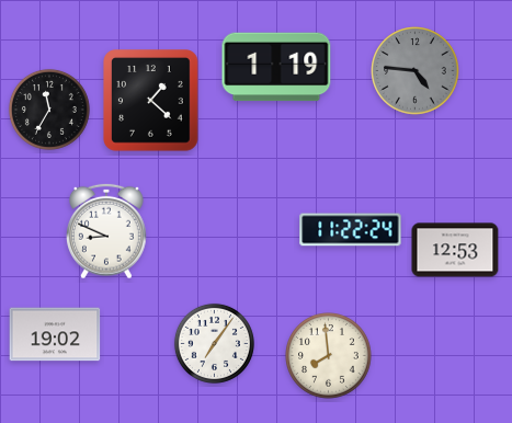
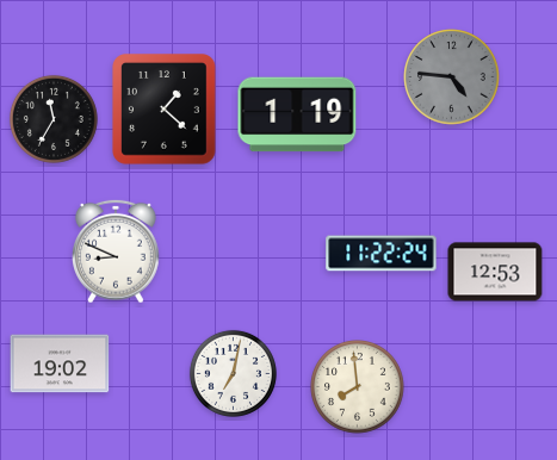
clock at (276, 67) position: (276, 67) -> (297, 114)
clock at (351, 230) position: (351, 230) -> (382, 254)
clock at (214, 343): 7:06 -> 7:02
